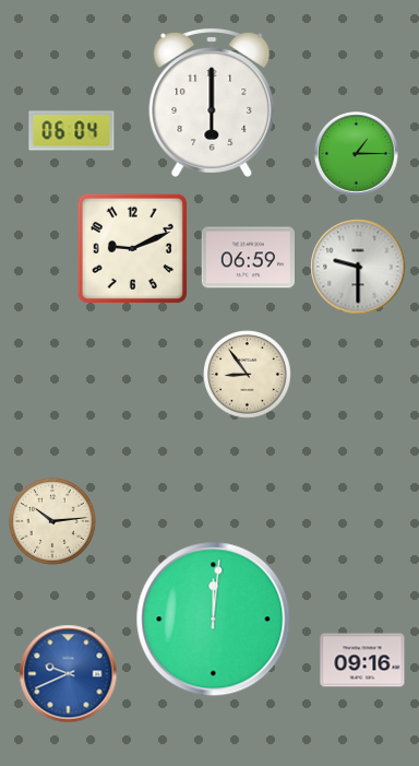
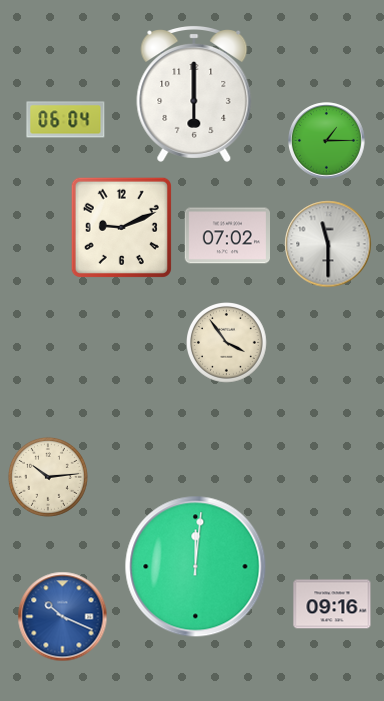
clock at (248, 258): 06:59 -> 07:02
clock at (358, 267): 9:30 -> 11:30
clock at (248, 375): 8:54 -> 3:54
clock at (69, 674): 9:41 -> 10:19
